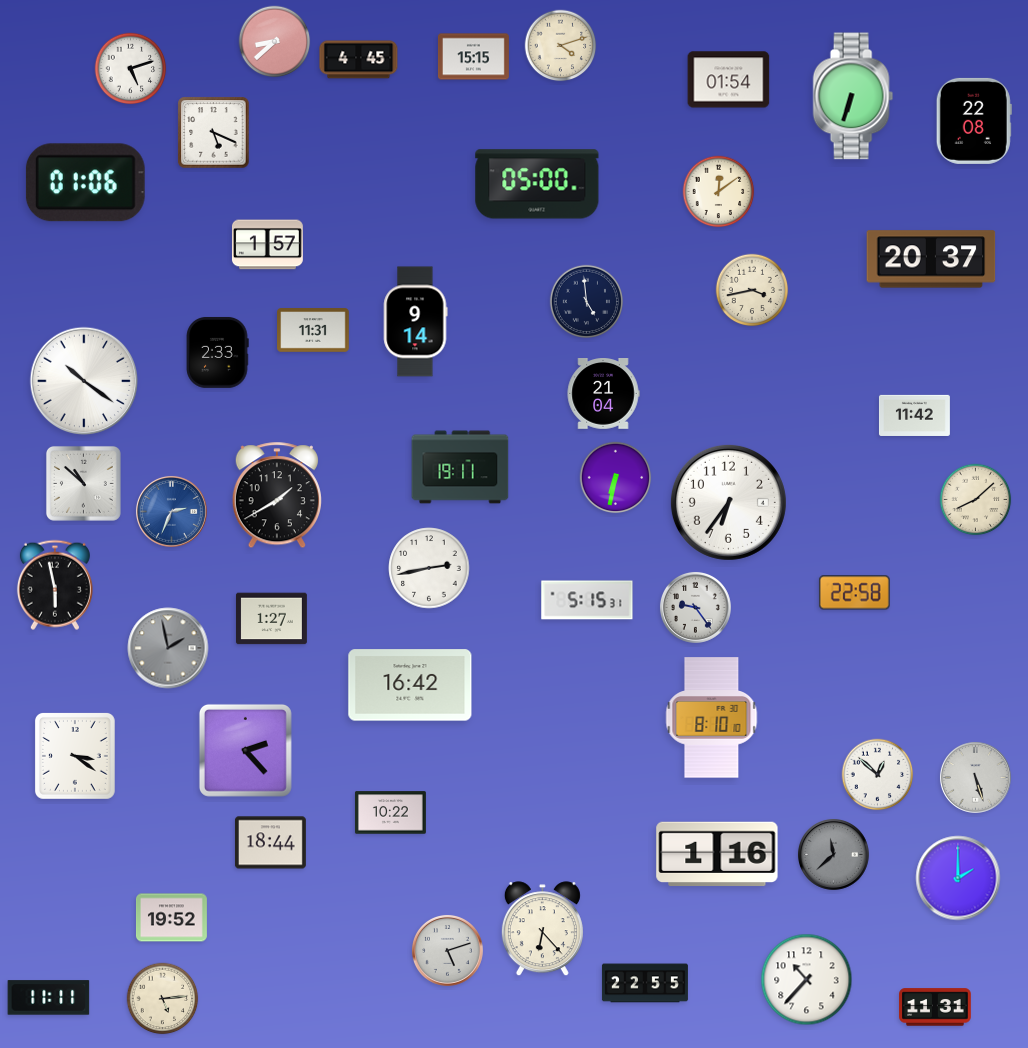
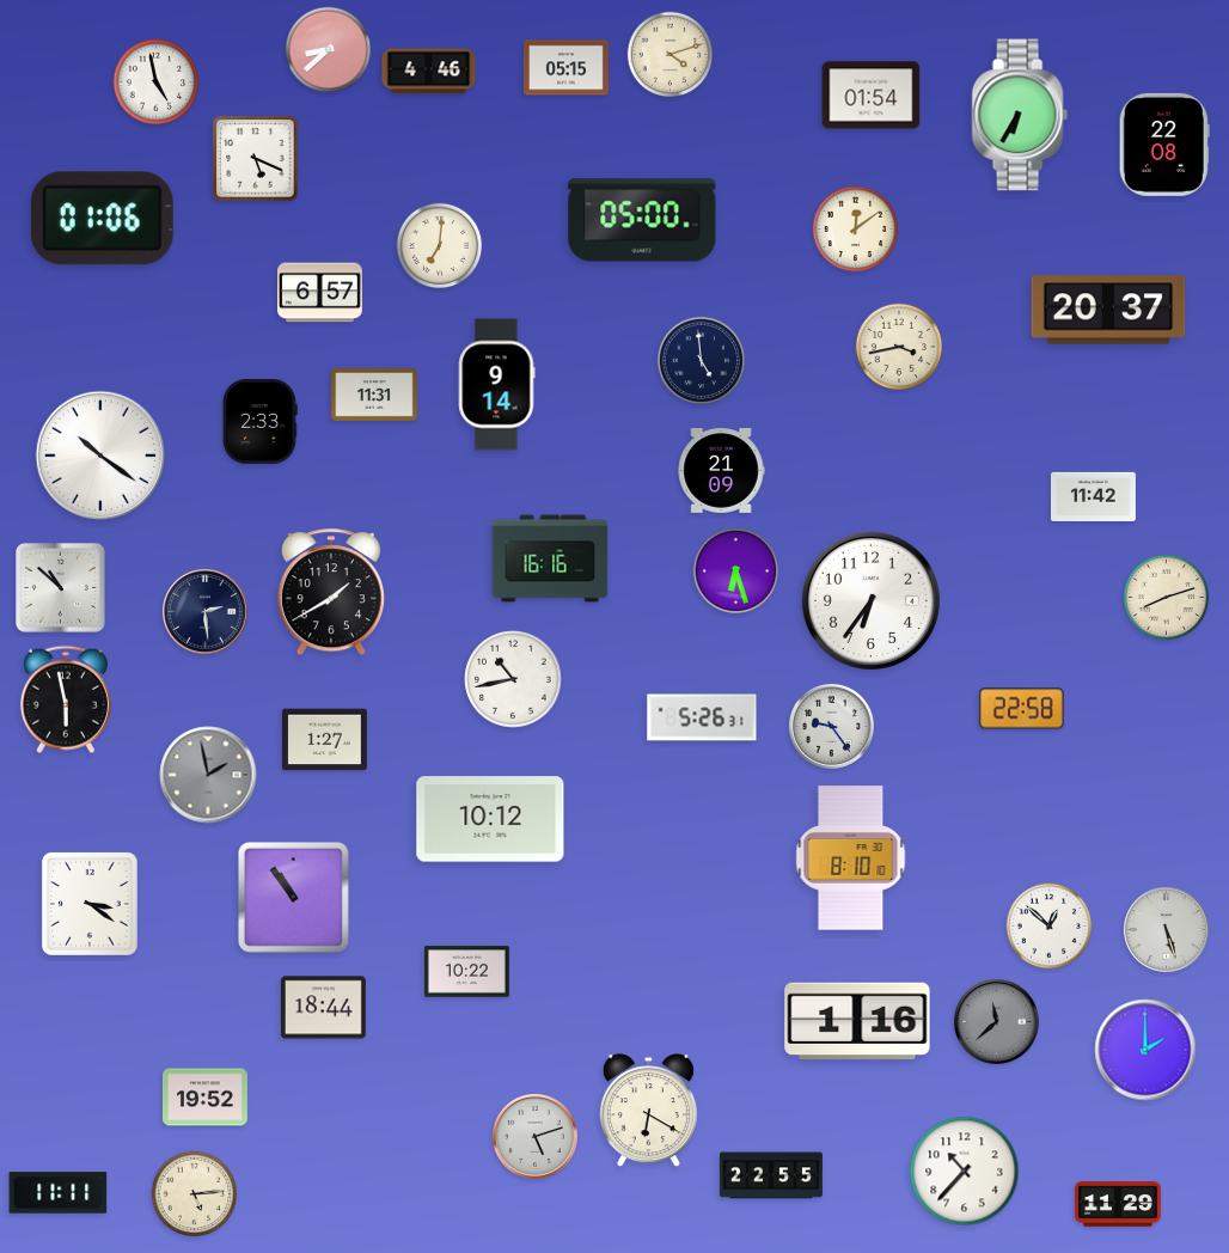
clock at (473, 57): 15:15 -> 05:15
clock at (359, 60): 4:45 -> 4:46
clock at (131, 69): 5:12 -> 4:58
clock at (853, 96): 6:33 -> 6:35
clock at (719, 192) position: (719, 192) -> (856, 230)
clock at (440, 246): none -> 7:01
clock at (267, 245): 1:57 -> 6:57
clock at (931, 259) position: (931, 259) -> (1108, 310)
clock at (603, 394): 21:04 -> 21:09
clock at (460, 467): 19:11 -> 16:16
clock at (616, 478): 6:32 -> 6:27
clock at (83, 483) position: (83, 483) -> (60, 587)
clock at (976, 500): 8:08 -> 8:12
clock at (171, 511): 2:34 -> 2:29
clock at (171, 511) dial: blue -> navy
clock at (429, 568): 2:43 -> 10:43
clock at (587, 600): 5:15 -> 5:26
clock at (168, 648) position: (168, 648) -> (208, 775)
clock at (410, 685): 16:42 -> 10:12
clock at (245, 750): 2:23 -> 10:54
clock at (542, 929): 6:23 -> 6:20
clock at (935, 1007): 11:31 -> 11:29
